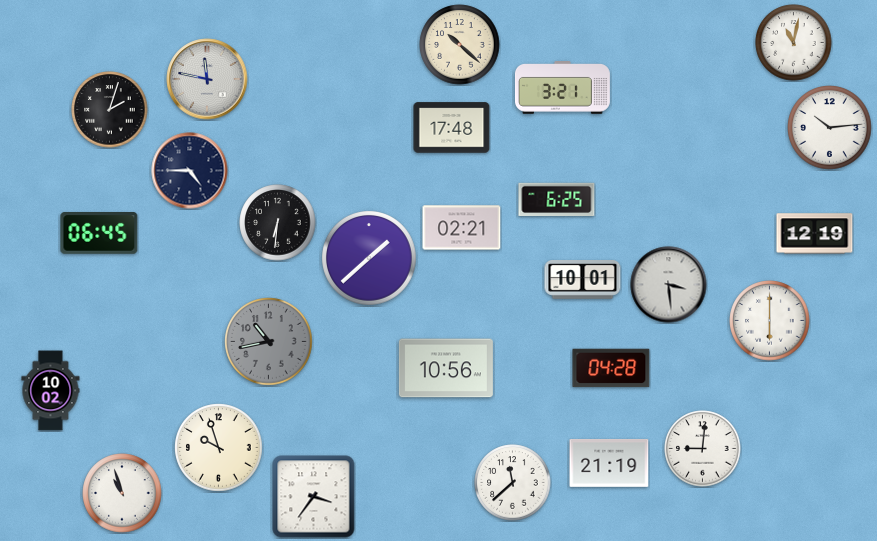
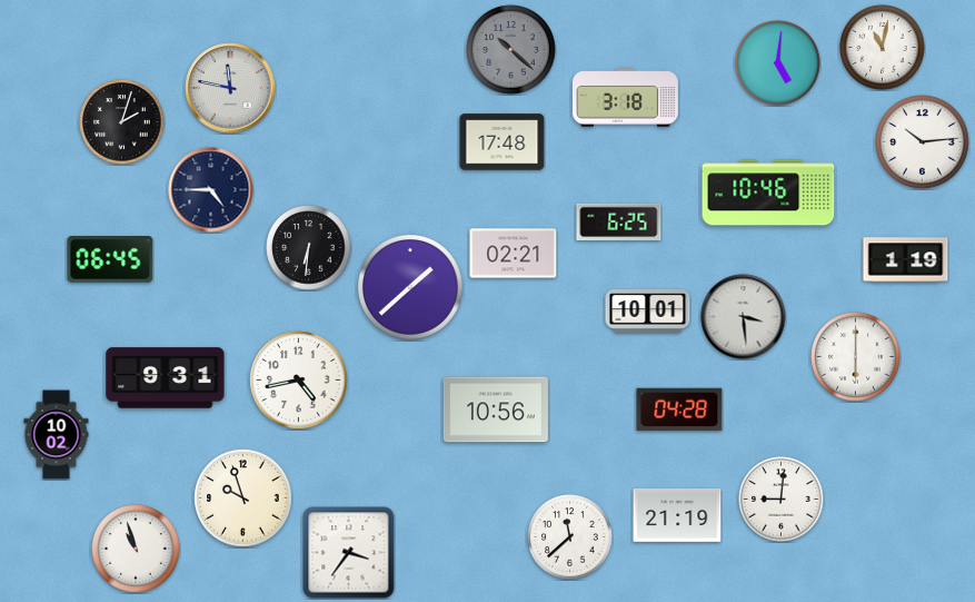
clock at (460, 45) dial: cream -> grey
clock at (778, 63): none -> 5:01
clock at (562, 88): 3:21 -> 3:18
clock at (768, 193): none -> 10:46
clock at (815, 234): 12:19 -> 1:19
clock at (166, 378): none -> 9:31
clock at (269, 342): 10:43 -> 4:43
clock at (269, 342) dial: grey -> white
